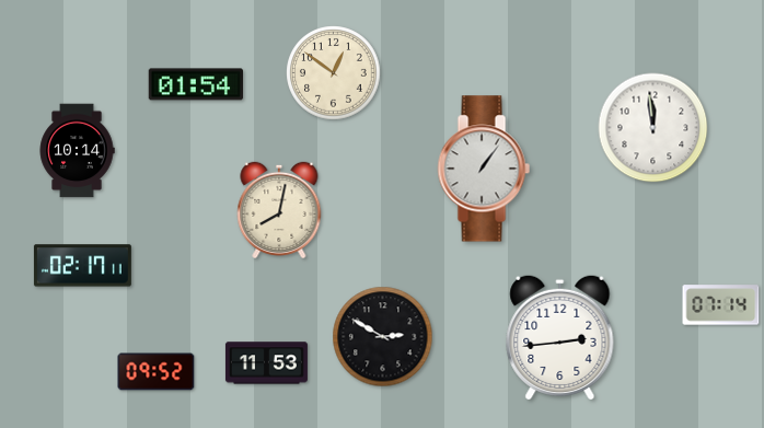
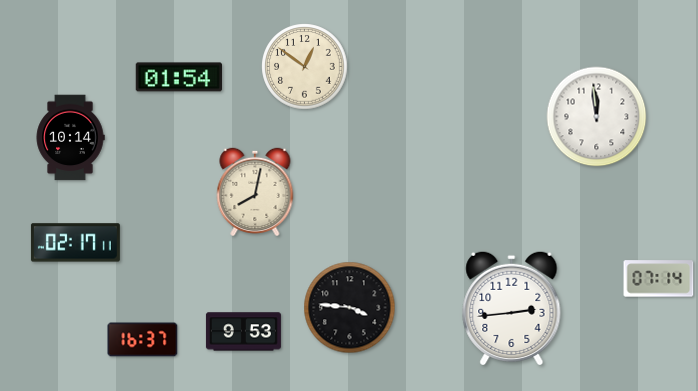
clock at (484, 169): 1:06 -> none
clock at (383, 337): 2:50 -> 3:46
clock at (266, 363): 11:53 -> 9:53
clock at (157, 372): 09:52 -> 16:37
